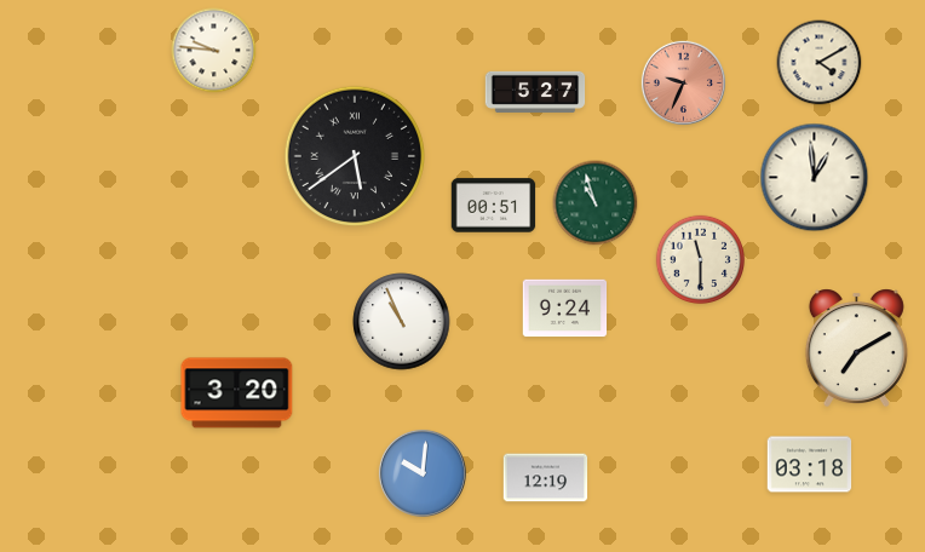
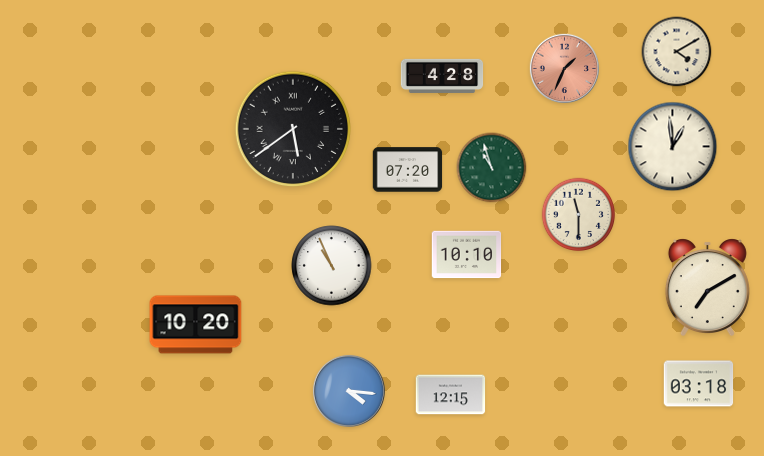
clock at (214, 51): 9:46 -> none
clock at (683, 82): 9:34 -> 1:34
clock at (535, 92): 5:27 -> 4:28
clock at (494, 206): 00:51 -> 07:20
clock at (565, 309): 9:24 -> 10:10
clock at (237, 393): 3:20 -> 10:20
clock at (810, 465) position: (810, 465) -> (699, 384)
clock at (423, 473): 10:01 -> 4:16
clock at (546, 478): 12:19 -> 12:15
